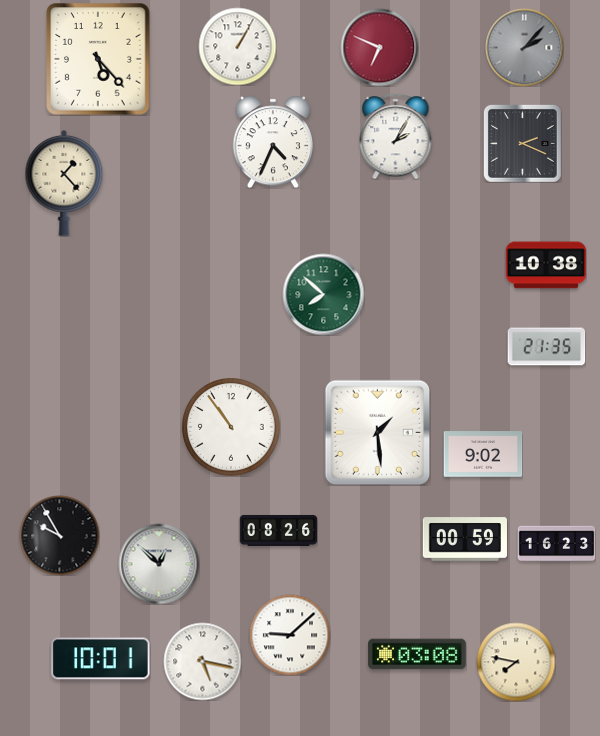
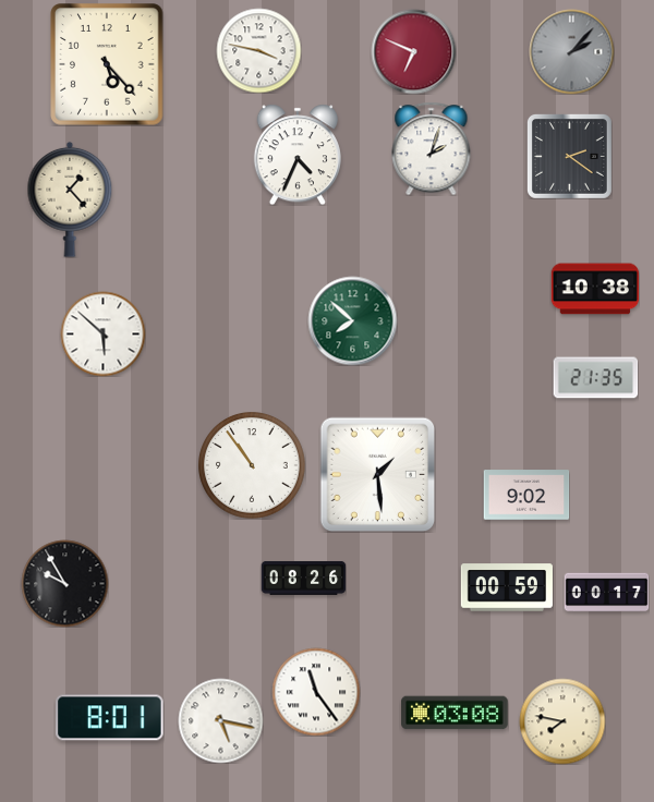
clock at (237, 46): 1:05 -> 3:47
clock at (396, 136): 2:05 -> 2:03
clock at (522, 143): 2:19 -> 2:21
clock at (102, 333): none -> 5:52
clock at (377, 432) position: (377, 432) -> (377, 474)
clock at (556, 544): 16:23 -> 00:17
clock at (159, 564): 12:52 -> none
clock at (290, 635): 9:08 -> 11:24
clock at (101, 659): 10:01 -> 8:01
